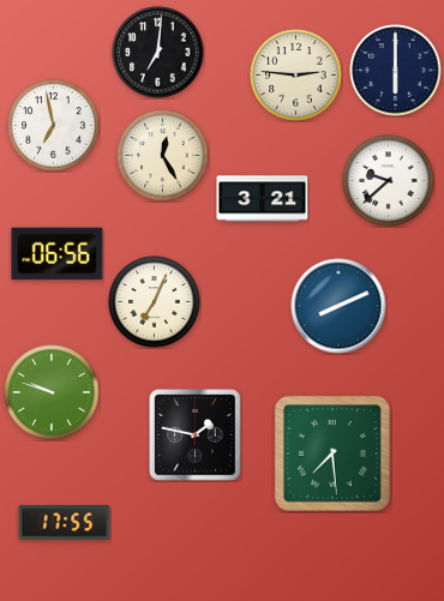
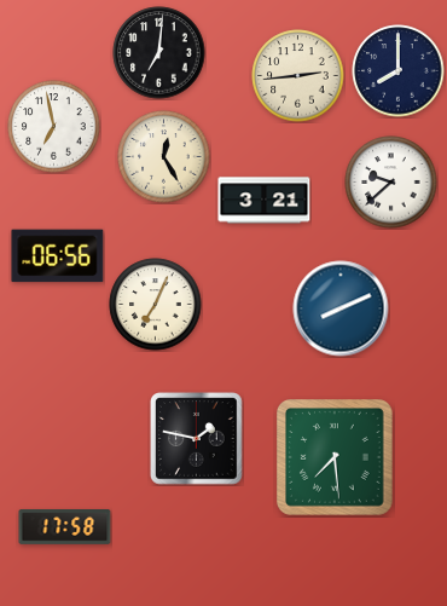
clock at (396, 71): 6:00 -> 8:00
clock at (296, 76): 2:46 -> 2:44
clock at (52, 392): 9:48 -> none
clock at (65, 523): 17:55 -> 17:58
